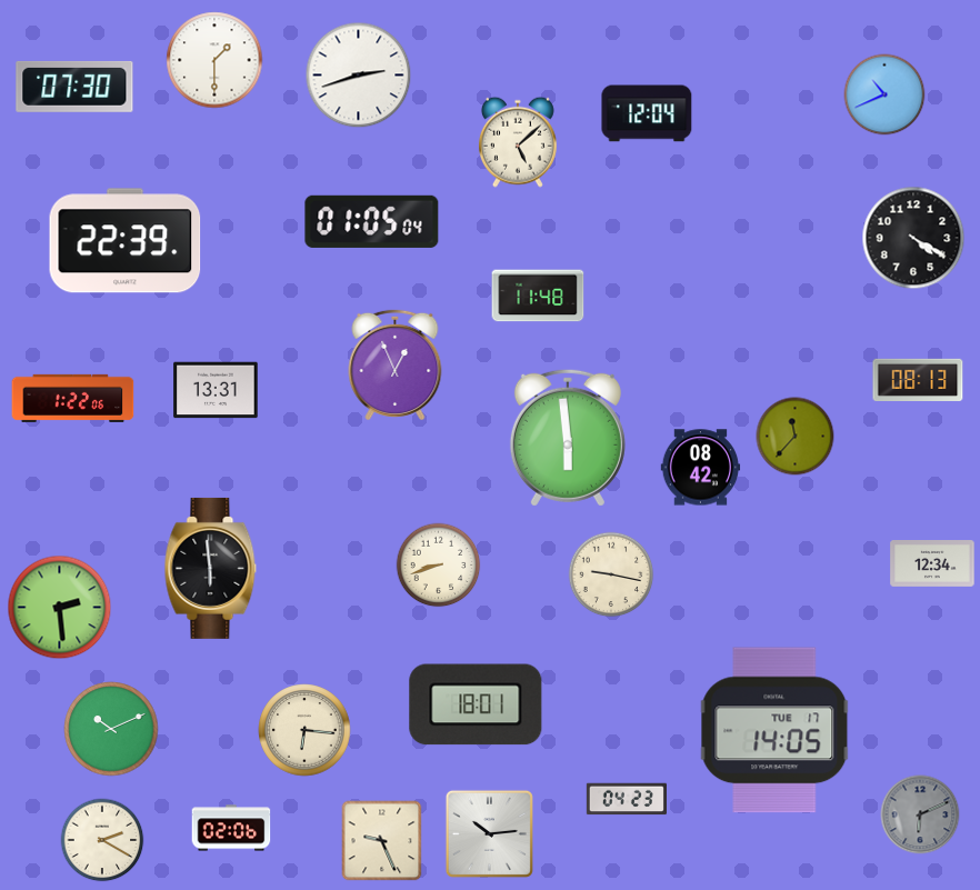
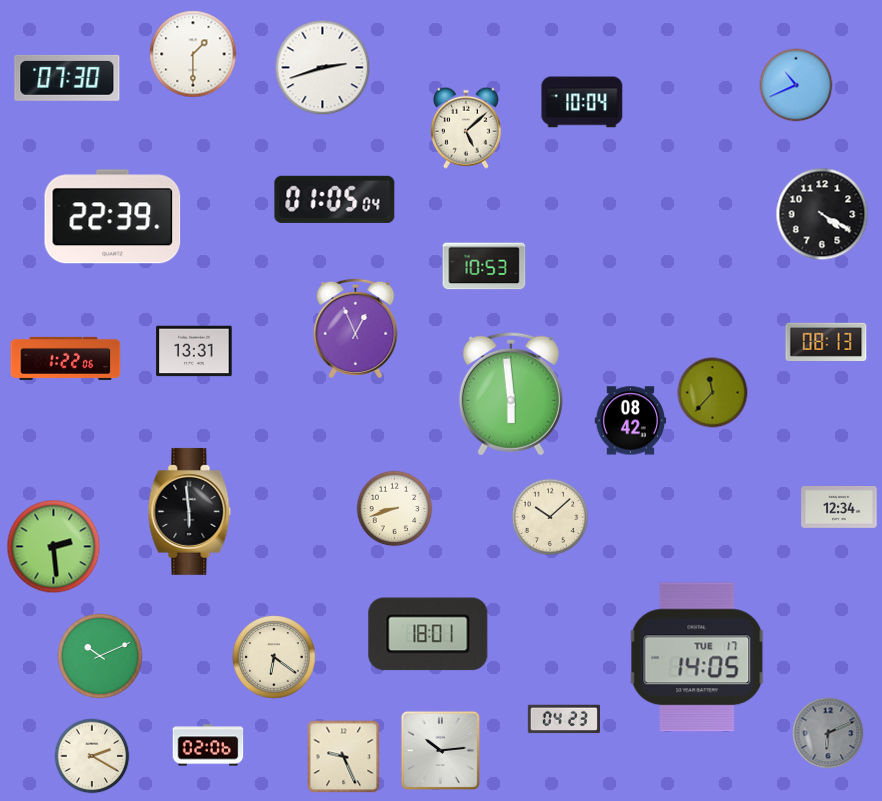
clock at (647, 113): 12:04 -> 10:04
clock at (538, 296): 11:48 -> 10:53
clock at (796, 437) position: (796, 437) -> (713, 393)
clock at (611, 574): 9:17 -> 10:08
clock at (304, 730): 6:16 -> 6:21
